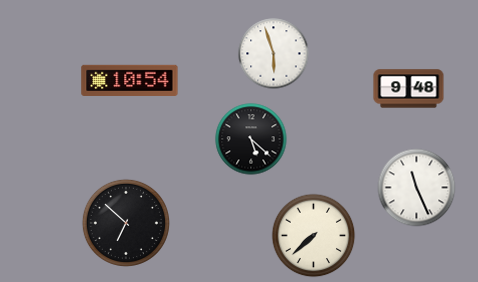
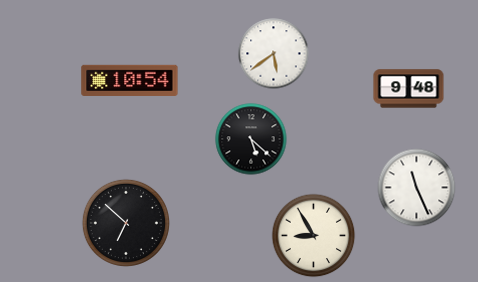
clock at (274, 54): 5:57 -> 5:39
clock at (314, 236): 7:38 -> 8:55
